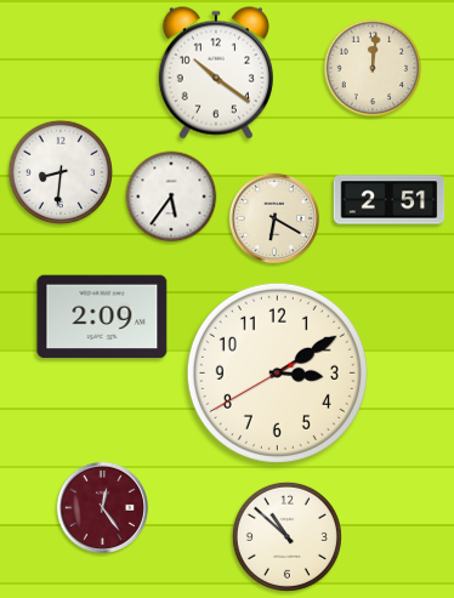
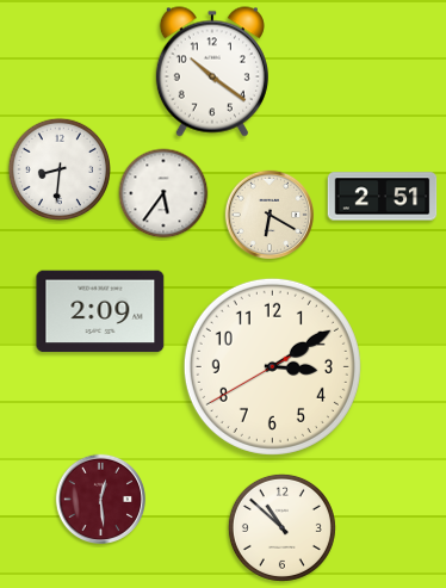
clock at (373, 68): 12:01 -> none
clock at (171, 197) position: (171, 197) -> (163, 193)
clock at (103, 508): 12:24 -> 12:29
